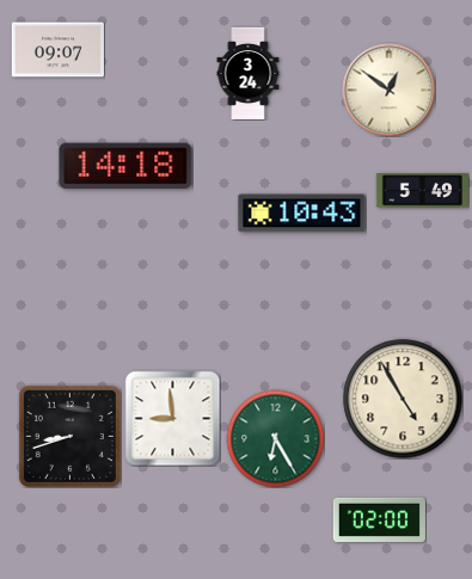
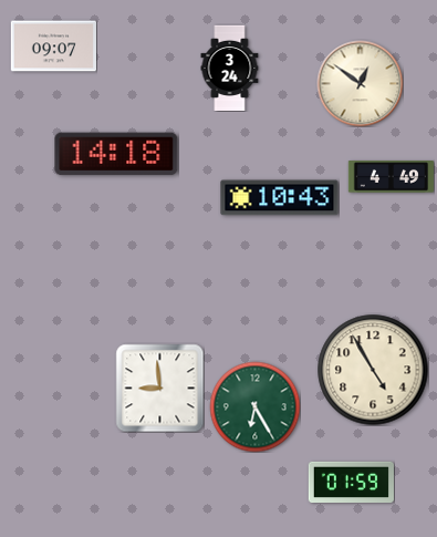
clock at (422, 191): 5:49 -> 4:49
clock at (69, 436): 8:42 -> none
clock at (379, 519): 02:00 -> 01:59
